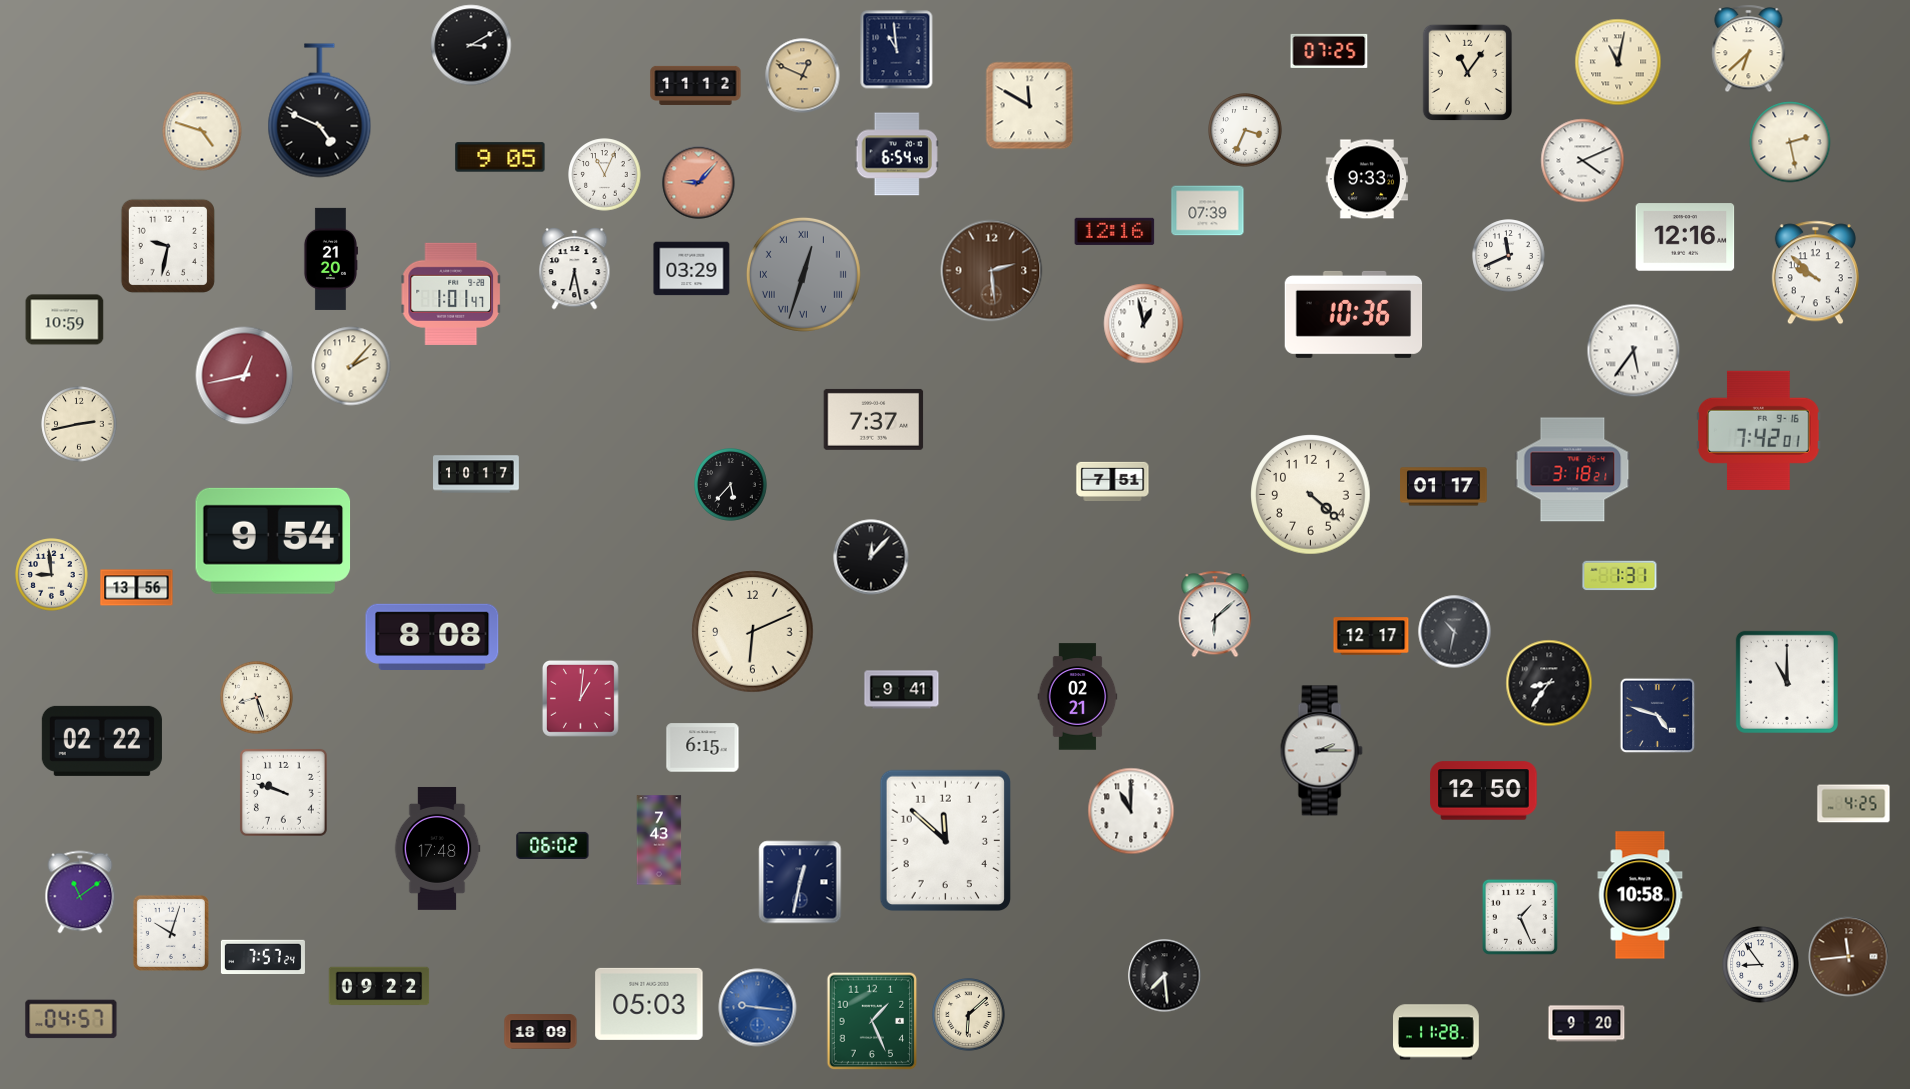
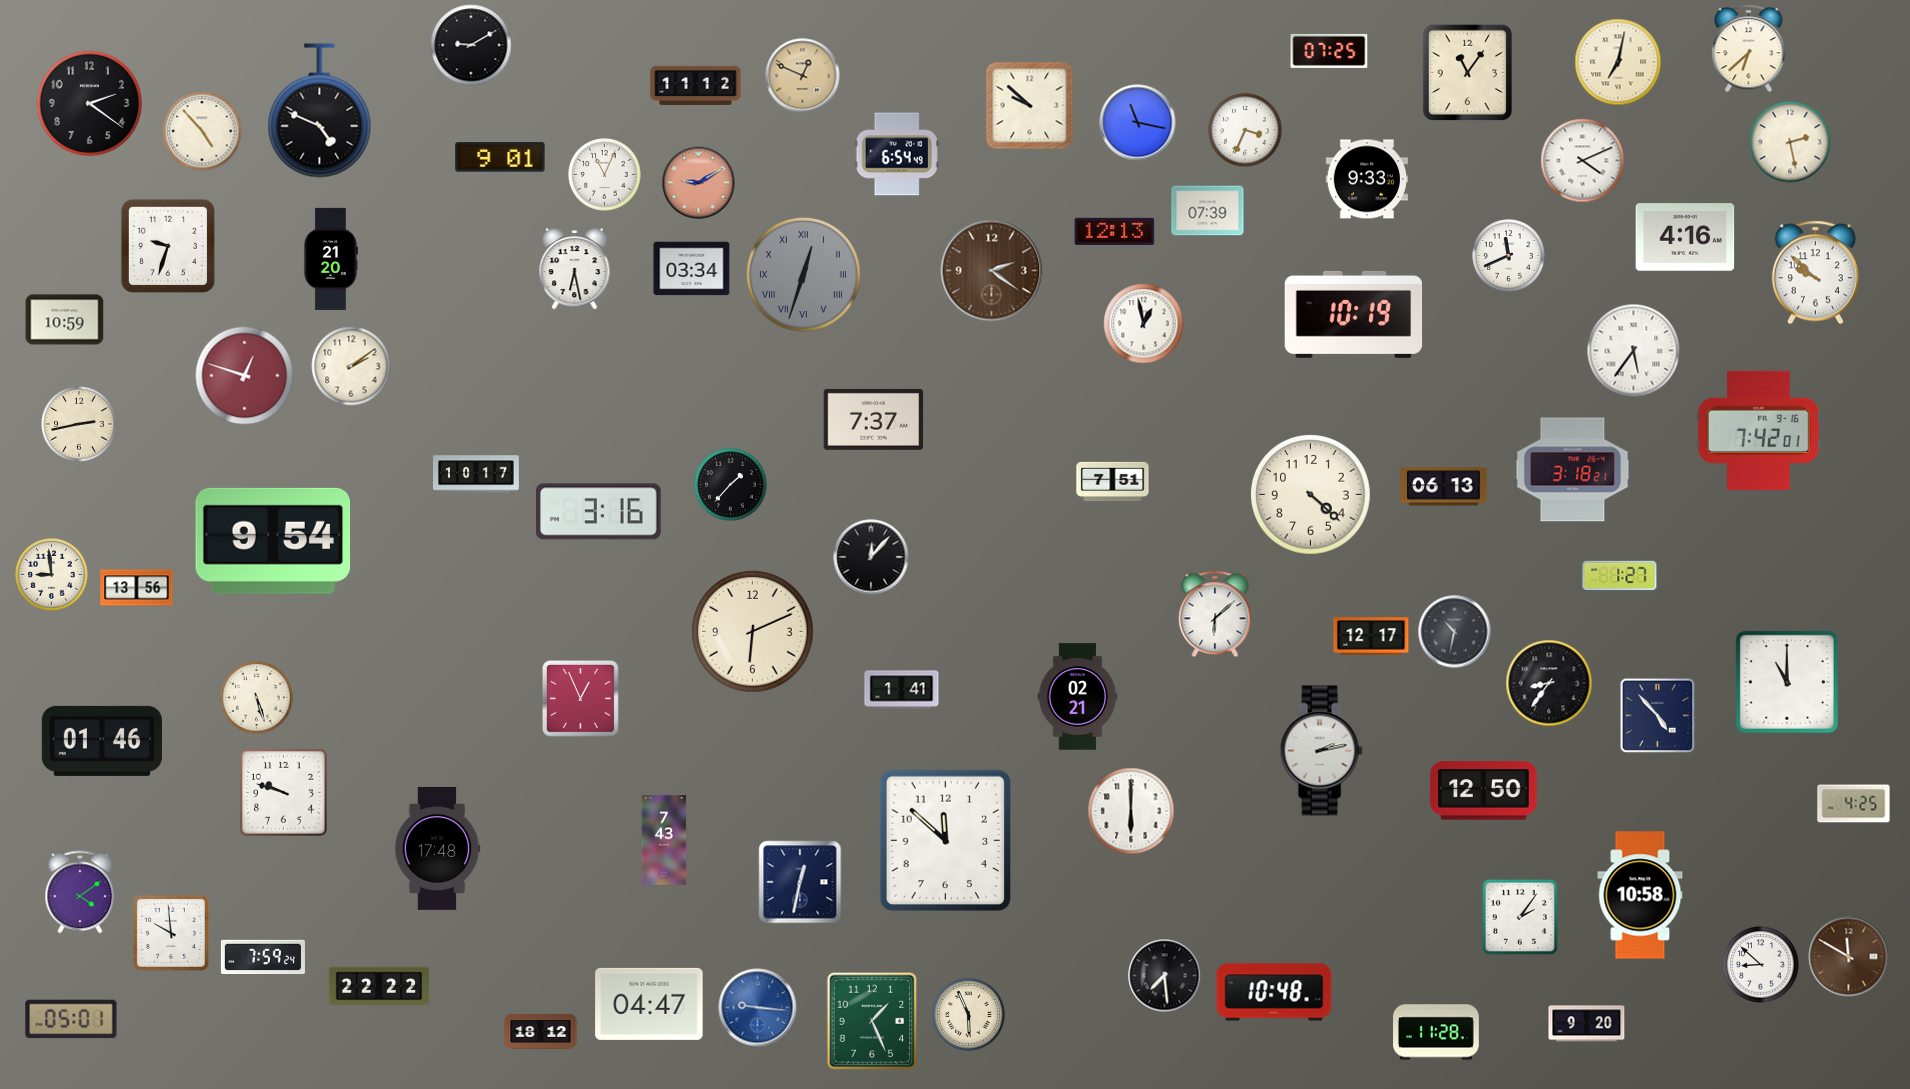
clock at (471, 45): 3:10 -> 9:10
clock at (897, 50): 10:59 -> none
clock at (1618, 62): 11:02 -> 7:02
clock at (90, 104): none -> 2:21
clock at (1030, 106): 11:50 -> 9:52
clock at (1138, 123): none -> 11:17
clock at (202, 131): 4:48 -> 4:53
clock at (500, 157): 9:05 -> 9:01
clock at (699, 183): 9:07 -> 9:10
clock at (1115, 231): 12:16 -> 12:13
clock at (1685, 237): 12:16 -> 4:16
clock at (168, 246): 9:32 -> 9:33
clock at (692, 269): 03:29 -> 03:34
clock at (992, 271): 2:29 -> 2:21
clock at (452, 294): 1:01 -> none
clock at (1354, 314): 10:36 -> 10:19
clock at (351, 366): 2:07 -> 2:09
clock at (245, 376): 12:43 -> 12:48
clock at (731, 485): 5:37 -> 1:37
clock at (1444, 487): 01:17 -> 06:13
clock at (599, 512): none -> 3:16
clock at (1620, 576): 1:31 -> 1:27
clock at (432, 636): 8:08 -> none
clock at (902, 690): 9:41 -> 1:41
clock at (257, 698): 8:27 -> 5:27
clock at (580, 698): 1:01 -> 12:56
clock at (1658, 716): 4:48 -> 4:53
clock at (102, 741): 02:22 -> 01:46
clock at (703, 748): 6:15 -> none
clock at (1321, 751): 2:15 -> 2:13
clock at (1131, 811): 11:00 -> 6:00
clock at (659, 840) position: (659, 840) -> (664, 840)
clock at (553, 845): 06:02 -> none
clock at (80, 892): 11:09 -> 4:09
clock at (1520, 917): 1:26 -> 2:06
clock at (171, 933): 10:03 -> 9:59
clock at (263, 957): 7:57 -> 7:59
clock at (1849, 957): 11:44 -> 11:50
clock at (1761, 965): 8:54 -> 8:52
clock at (379, 986): 09:22 -> 22:22
clock at (1274, 992): none -> 10:48
clock at (649, 1004): 05:03 -> 04:47
clock at (969, 1015): 6:08 -> 5:56
clock at (71, 1019): 04:57 -> 05:01
clock at (541, 1032): 18:09 -> 18:12
